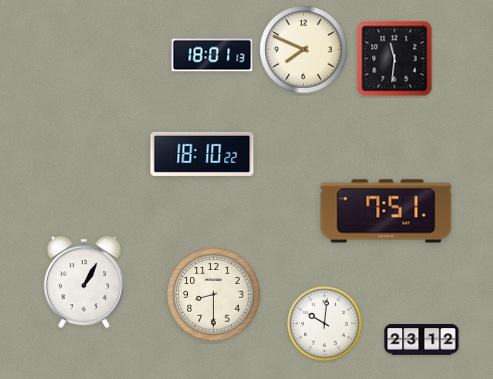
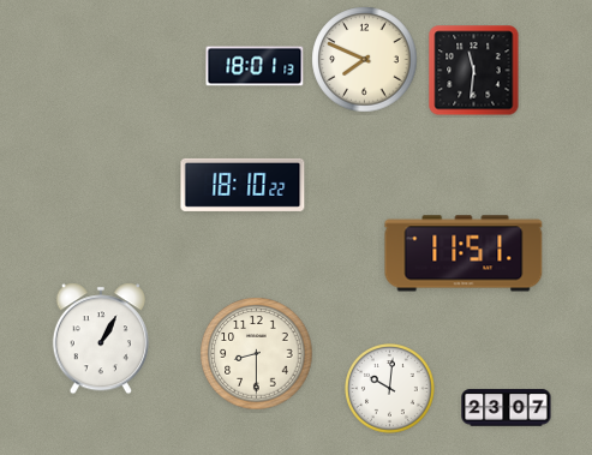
clock at (386, 211): 7:51 -> 11:51
clock at (422, 340): 23:12 -> 23:07
